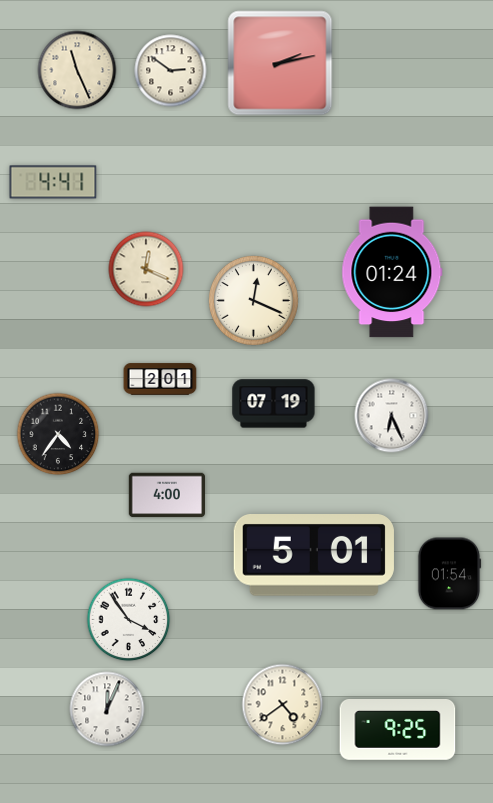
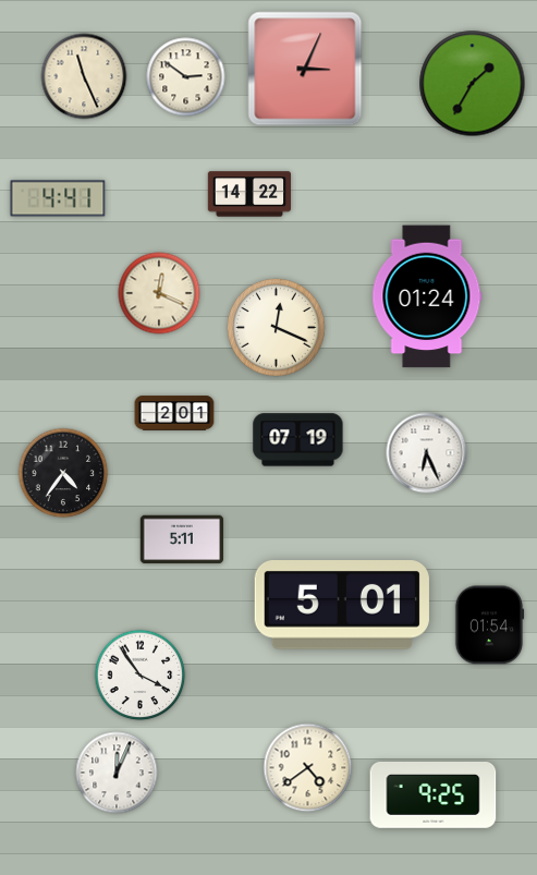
clock at (280, 63): 2:13 -> 3:04
clock at (473, 84): none -> 1:35
clock at (248, 194): none -> 14:22
clock at (166, 495): 4:00 -> 5:11
